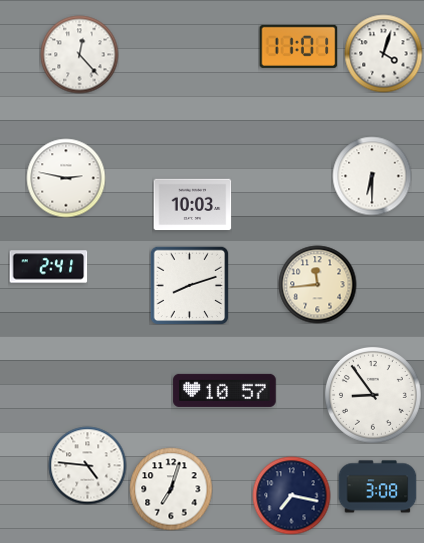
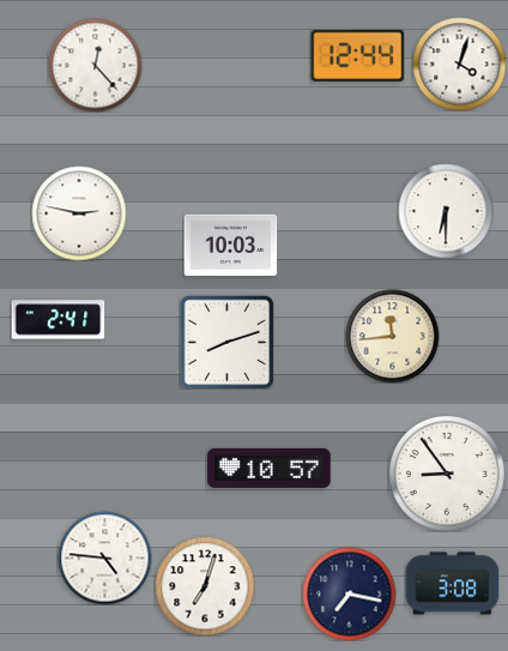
clock at (298, 46): 11:01 -> 12:44
clock at (317, 284) position: (317, 284) -> (392, 336)
